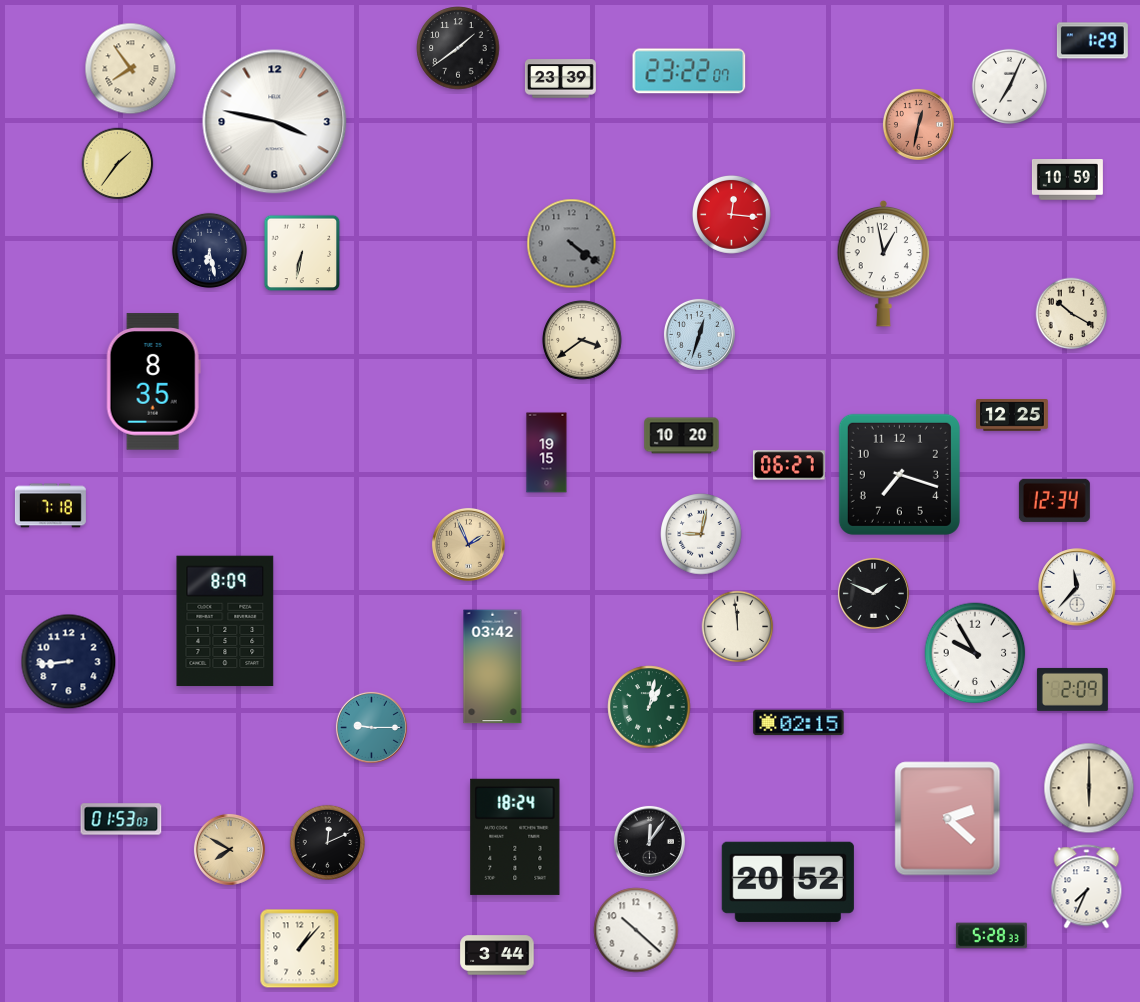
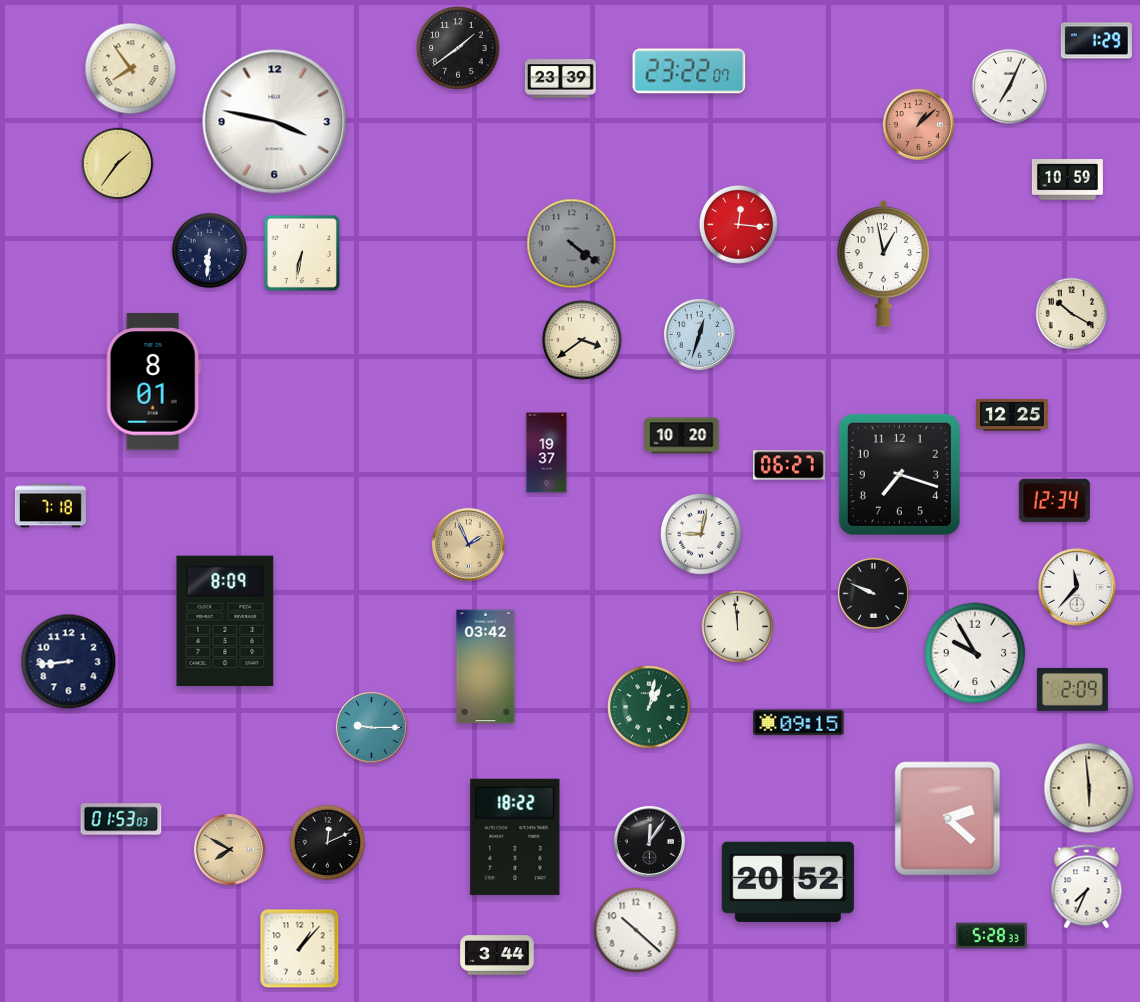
clock at (1092, 41) position: (1092, 41) -> (1096, 41)
clock at (918, 124): 12:32 -> 1:08
clock at (731, 214) position: (731, 214) -> (738, 224)
clock at (209, 250): 6:28 -> 6:31
clock at (153, 382): 8:35 -> 8:01
clock at (547, 453): 19:15 -> 19:37
clock at (873, 593): 1:49 -> 9:49
clock at (493, 667) position: (493, 667) -> (486, 667)
clock at (799, 723): 02:15 -> 09:15
clock at (1089, 788): 6:00 -> 5:59
clock at (515, 837): 18:24 -> 18:22
